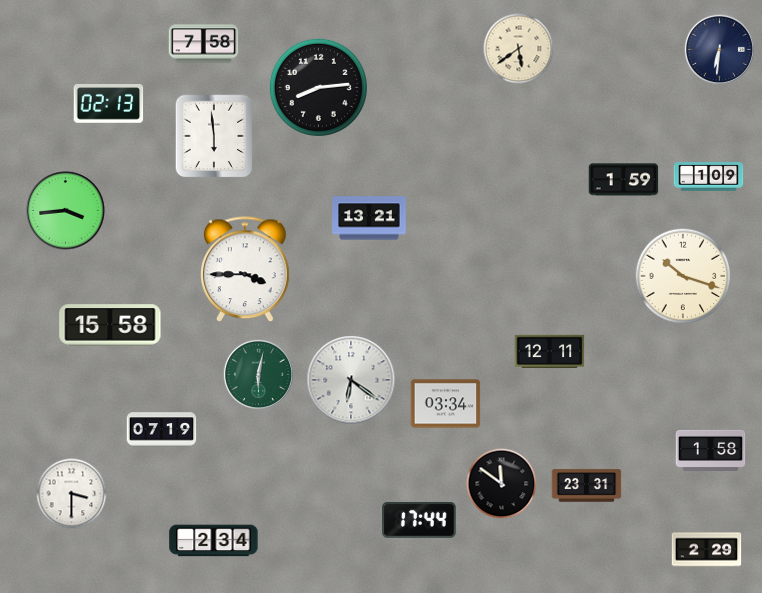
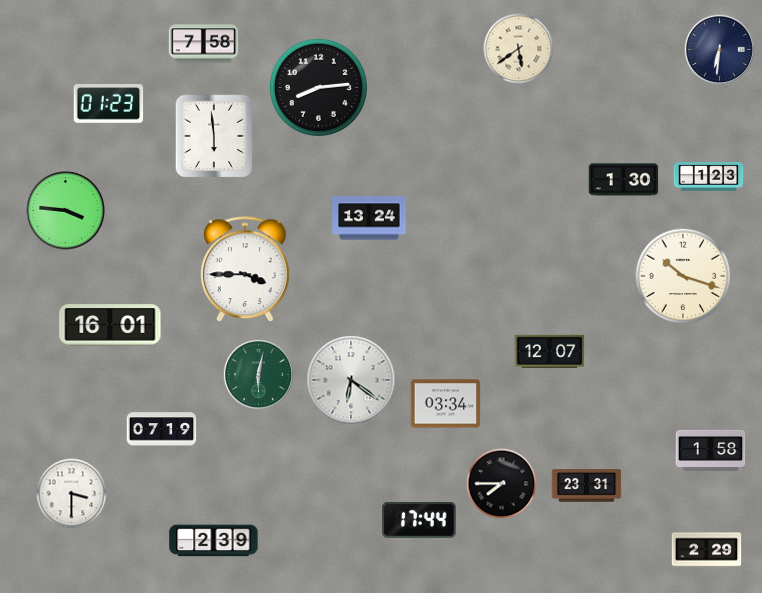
clock at (109, 104): 02:13 -> 01:23
clock at (709, 177): 1:09 -> 1:23
clock at (624, 180): 1:59 -> 1:30
clock at (66, 211): 3:44 -> 3:46
clock at (369, 218): 13:21 -> 13:24
clock at (110, 325): 15:58 -> 16:01
clock at (550, 351): 12:11 -> 12:07
clock at (502, 484): 11:51 -> 7:45
clock at (214, 541): 2:34 -> 2:39
